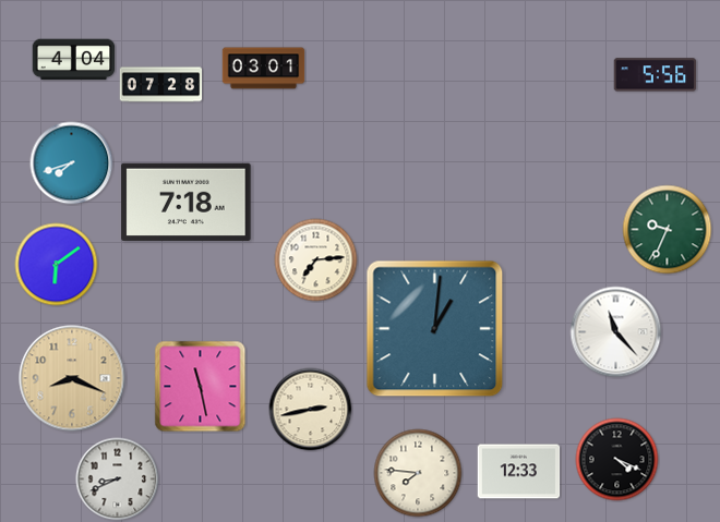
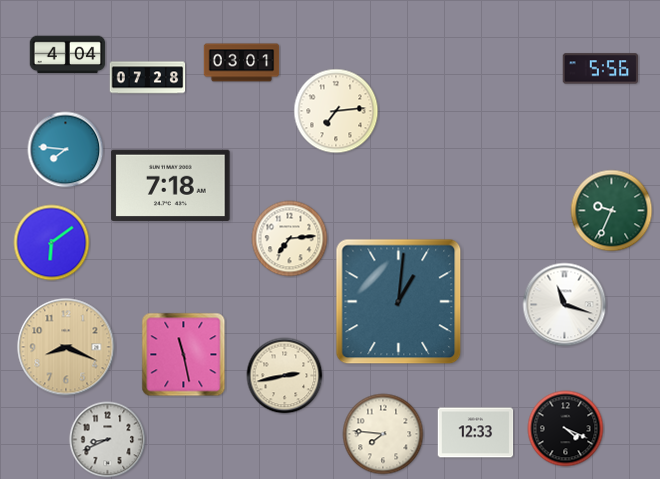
clock at (336, 111): none -> 7:14
clock at (72, 163): 7:42 -> 7:46
clock at (616, 332): 11:23 -> 11:18
clock at (617, 460) position: (617, 460) -> (566, 429)
